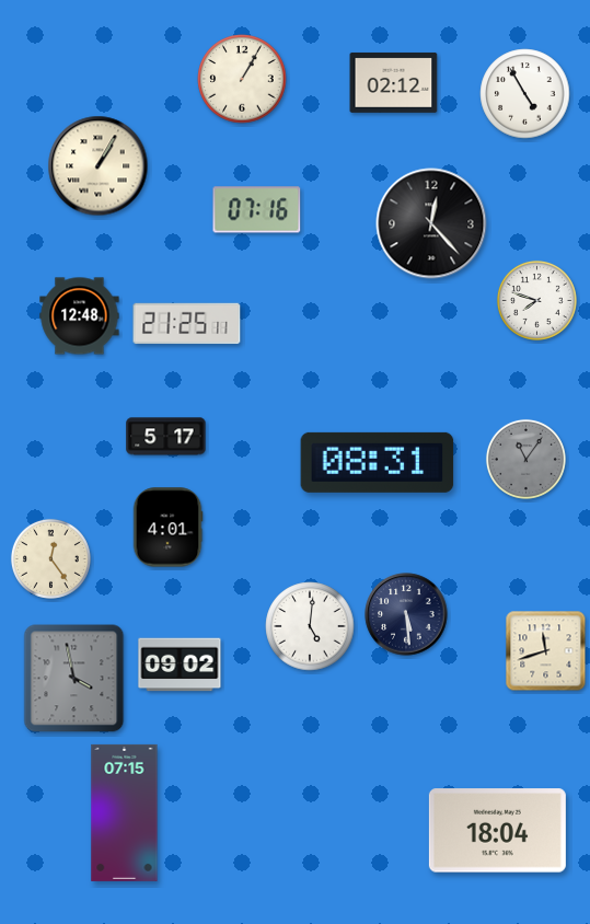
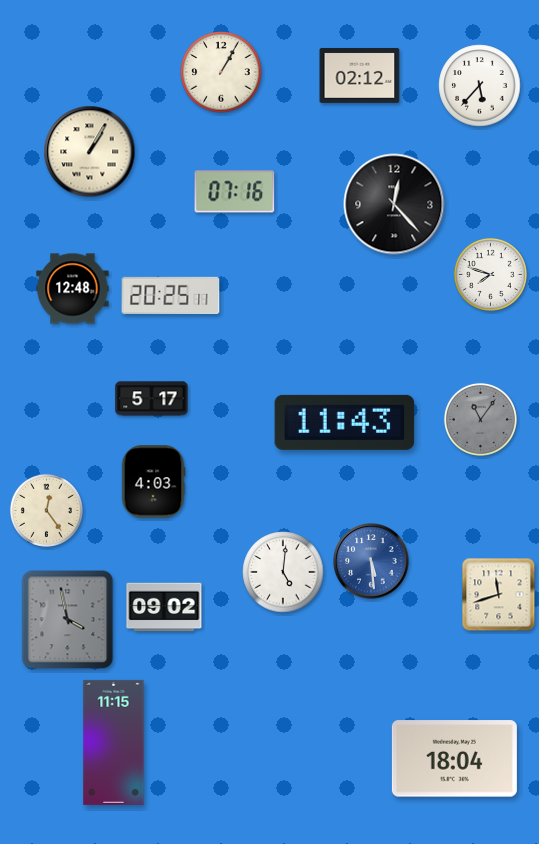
clock at (525, 94): 4:55 -> 5:37
clock at (187, 324): 21:25 -> 20:25
clock at (378, 462): 08:31 -> 11:43
clock at (167, 528): 4:01 -> 4:03
clock at (406, 614) dial: navy -> blue
clock at (125, 812): 07:15 -> 11:15
